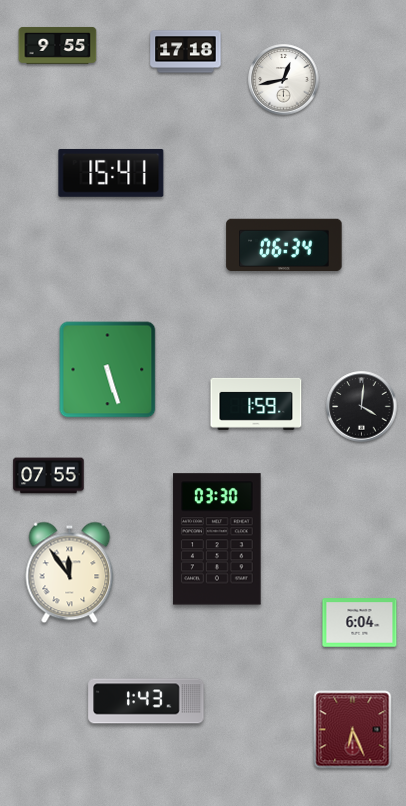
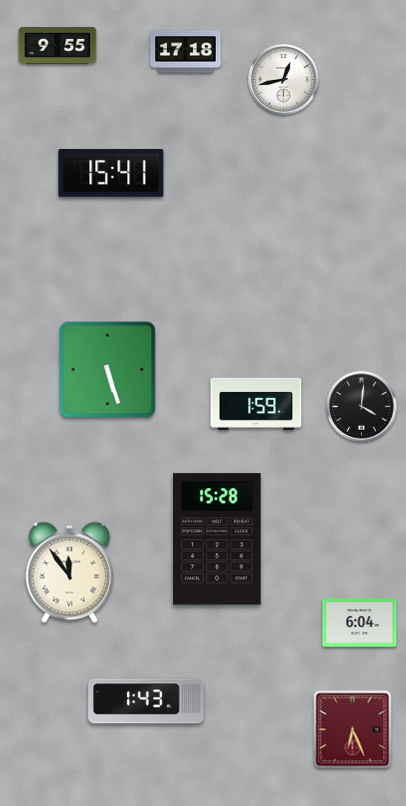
clock at (284, 244): 06:34 -> none
clock at (49, 476): 07:55 -> none
clock at (217, 539): 03:30 -> 15:28
